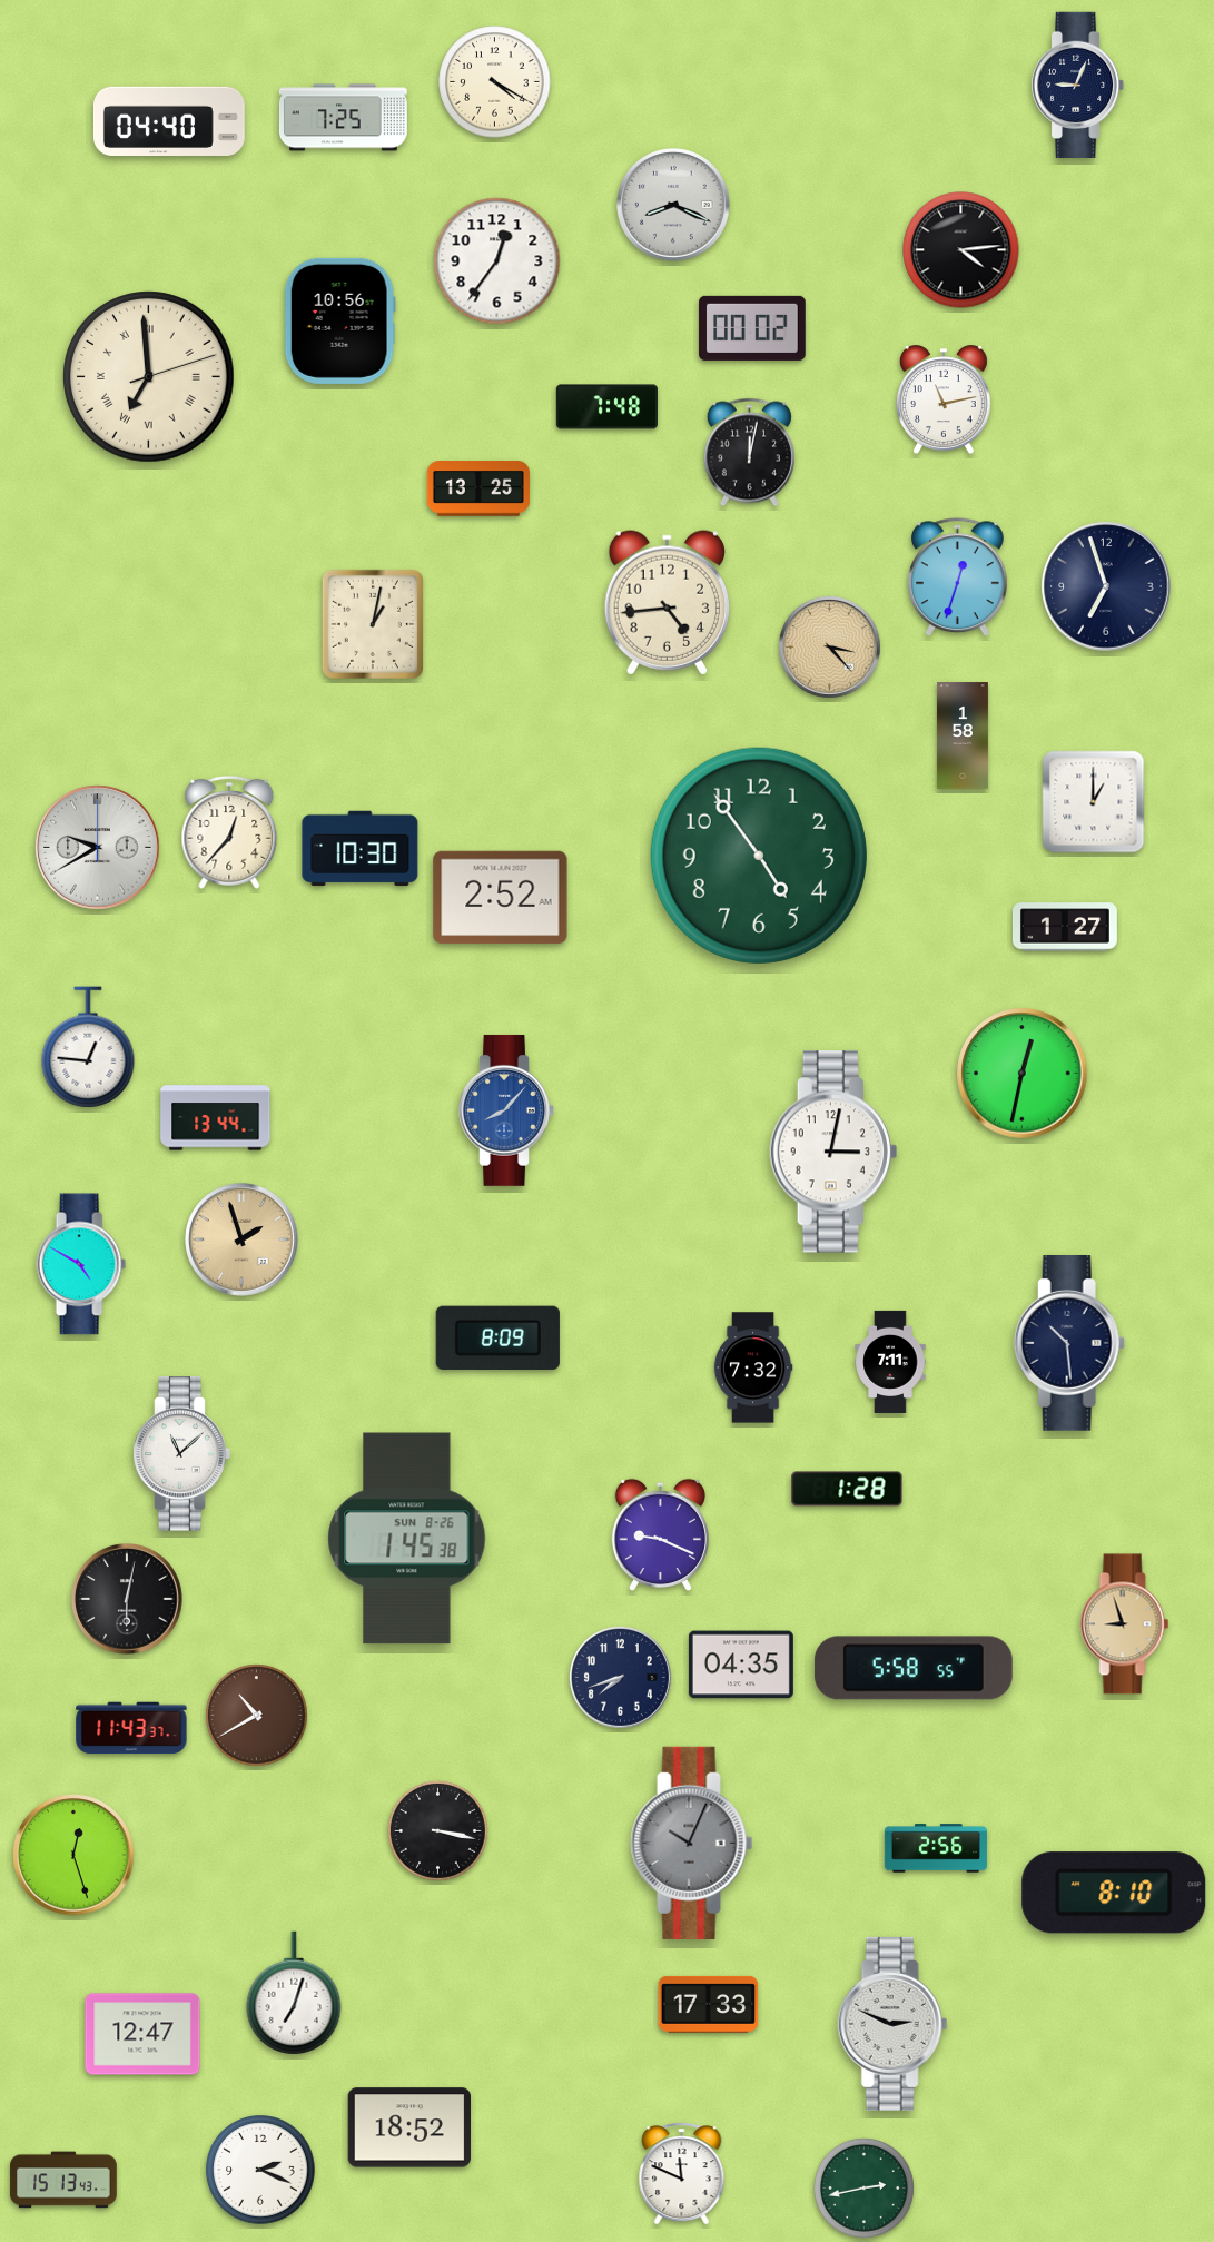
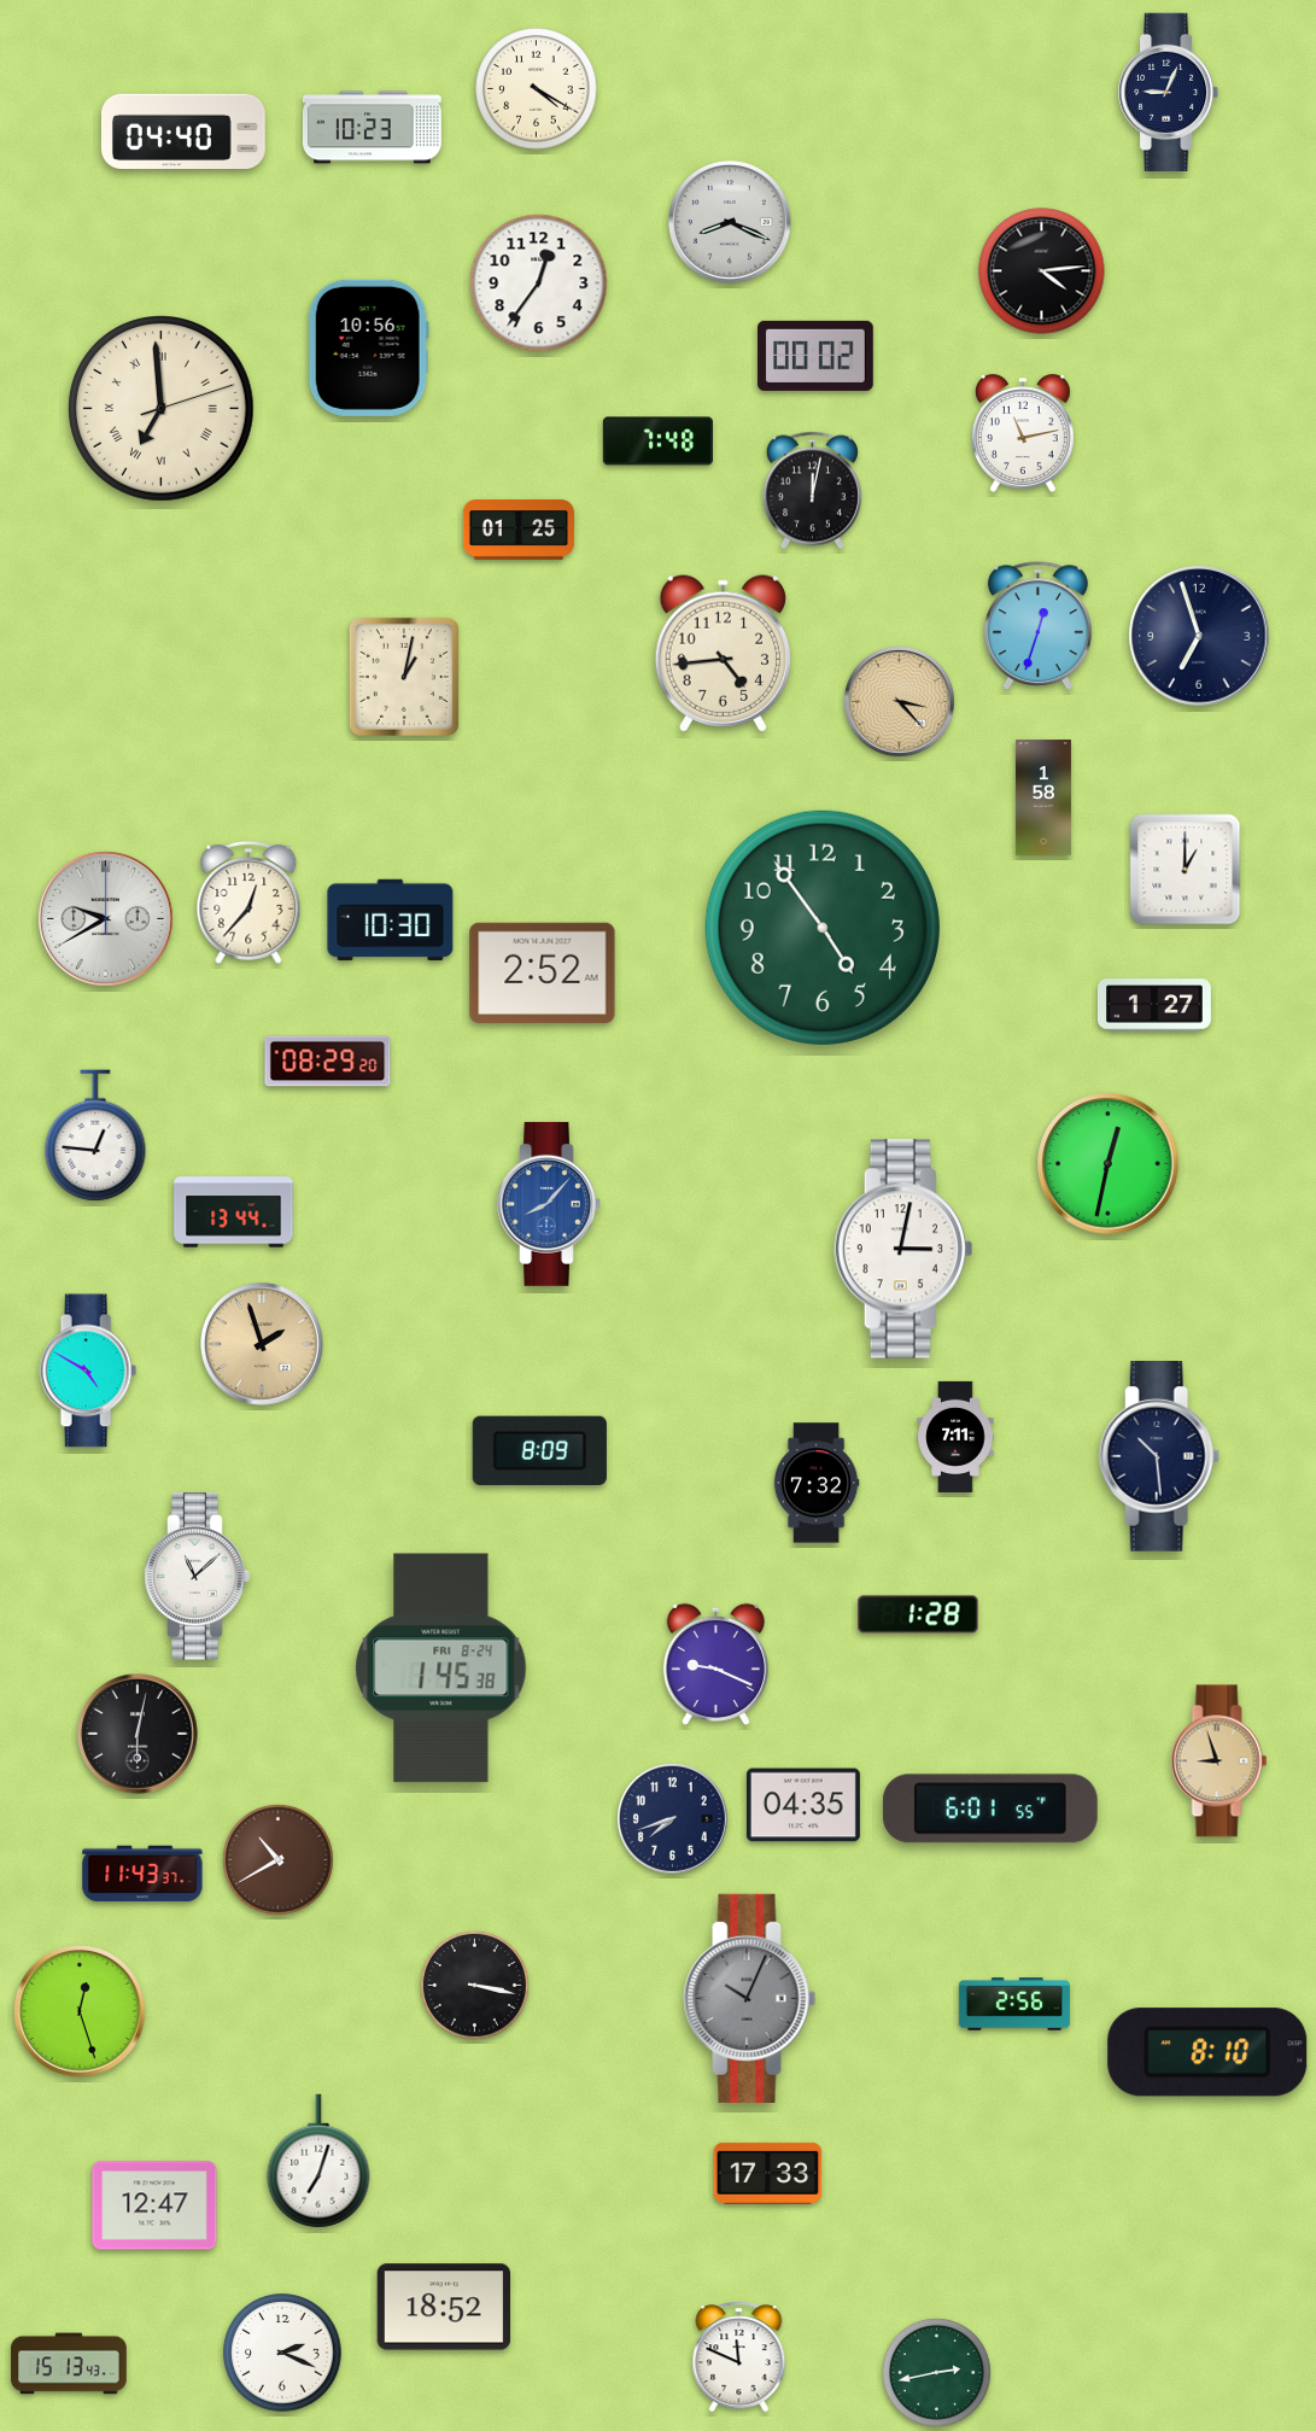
clock at (343, 118): 7:25 -> 10:23
clock at (478, 490): 13:25 -> 01:25
clock at (328, 1062): none -> 08:29
clock at (890, 1362) position: (890, 1362) -> (955, 1437)
clock at (407, 1539) date: SUN 8-26 -> FRI 8-24
clock at (914, 1668): 5:58 -> 6:01
clock at (892, 2024): 2:49 -> none
